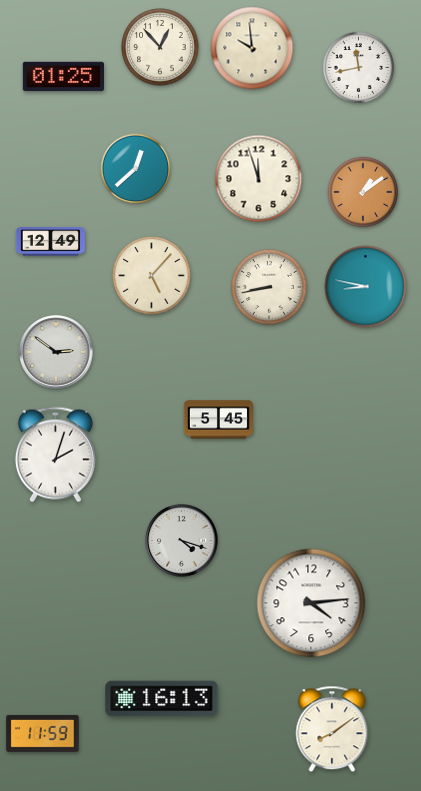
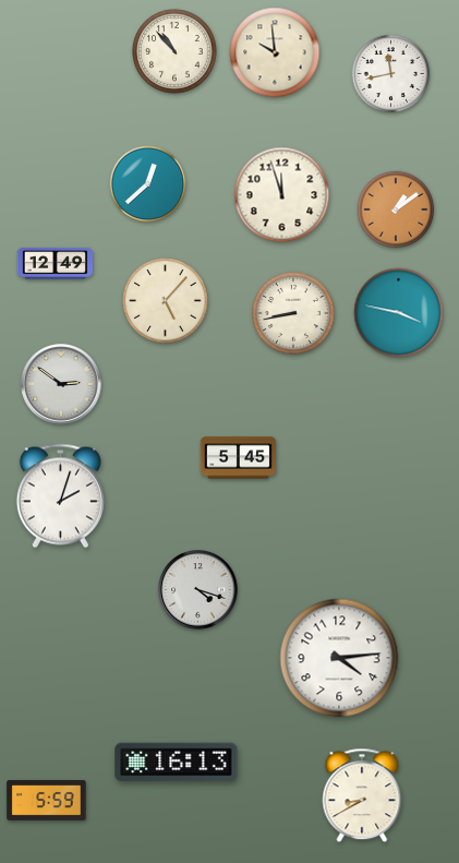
clock at (160, 47): 12:53 -> 10:53
clock at (63, 77): 01:25 -> none
clock at (366, 287): 8:47 -> 3:47
clock at (332, 729): 8:09 -> 8:40
clock at (43, 733): 11:59 -> 5:59
